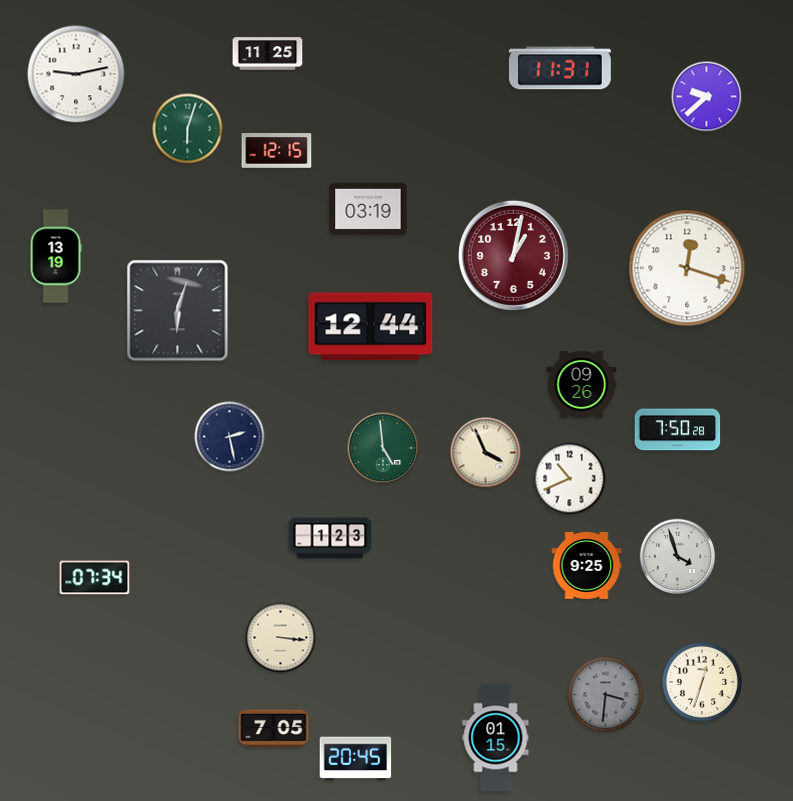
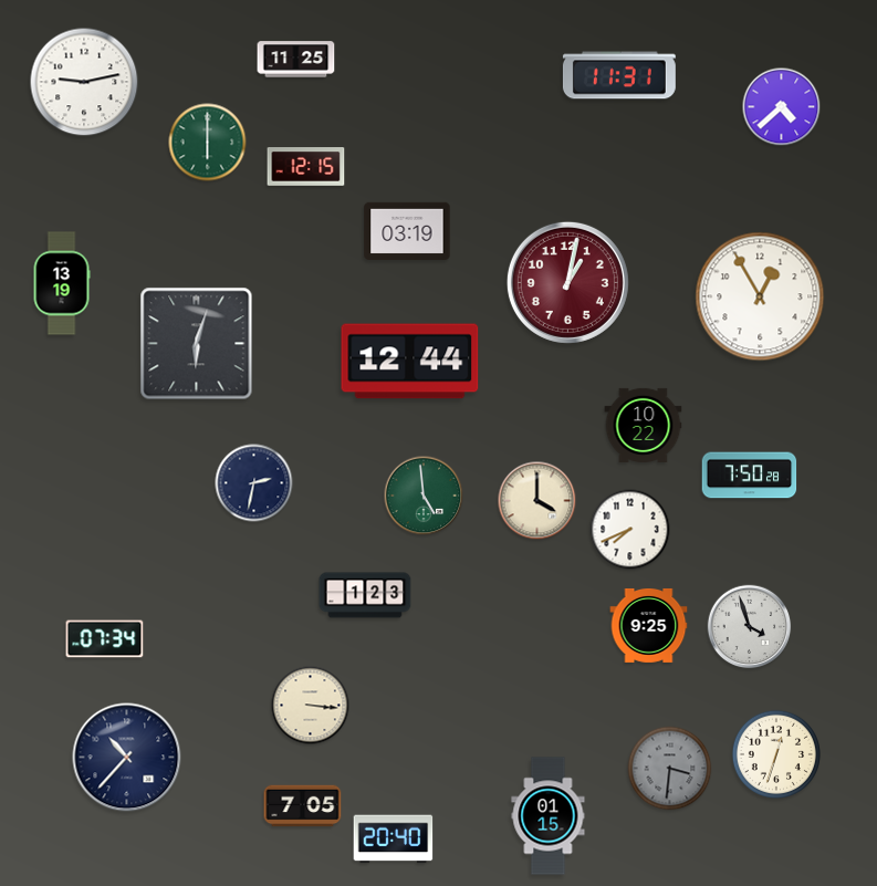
clock at (707, 97): 9:38 -> 4:38
clock at (188, 129): 6:03 -> 6:00
clock at (687, 268): 12:18 -> 12:55
clock at (582, 384): 09:26 -> 10:22
clock at (230, 437): 2:28 -> 2:32
clock at (486, 453): 3:56 -> 4:00
clock at (570, 479): 10:41 -> 7:41
clock at (678, 557) position: (678, 557) -> (750, 627)
clock at (127, 758): none -> 10:37
clock at (356, 759): 20:45 -> 20:40
